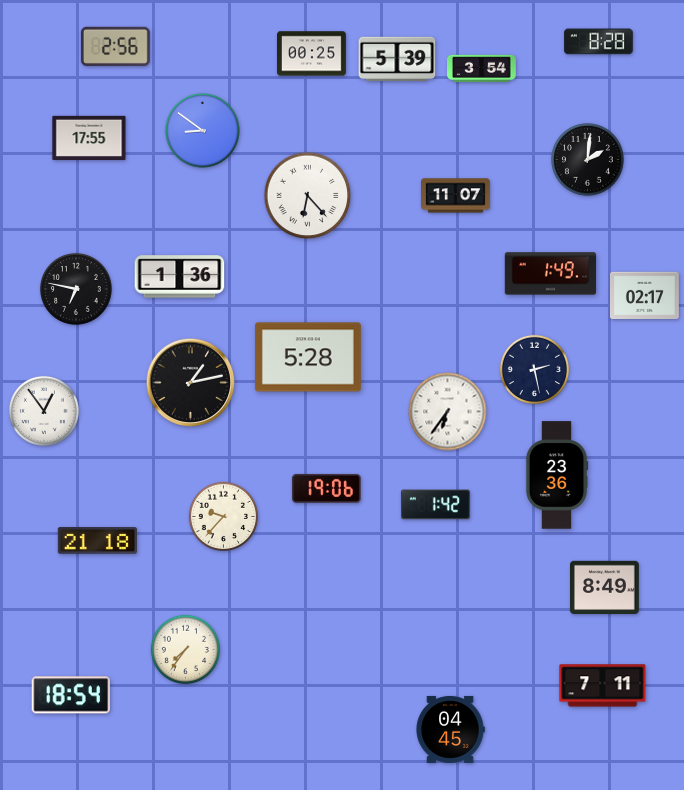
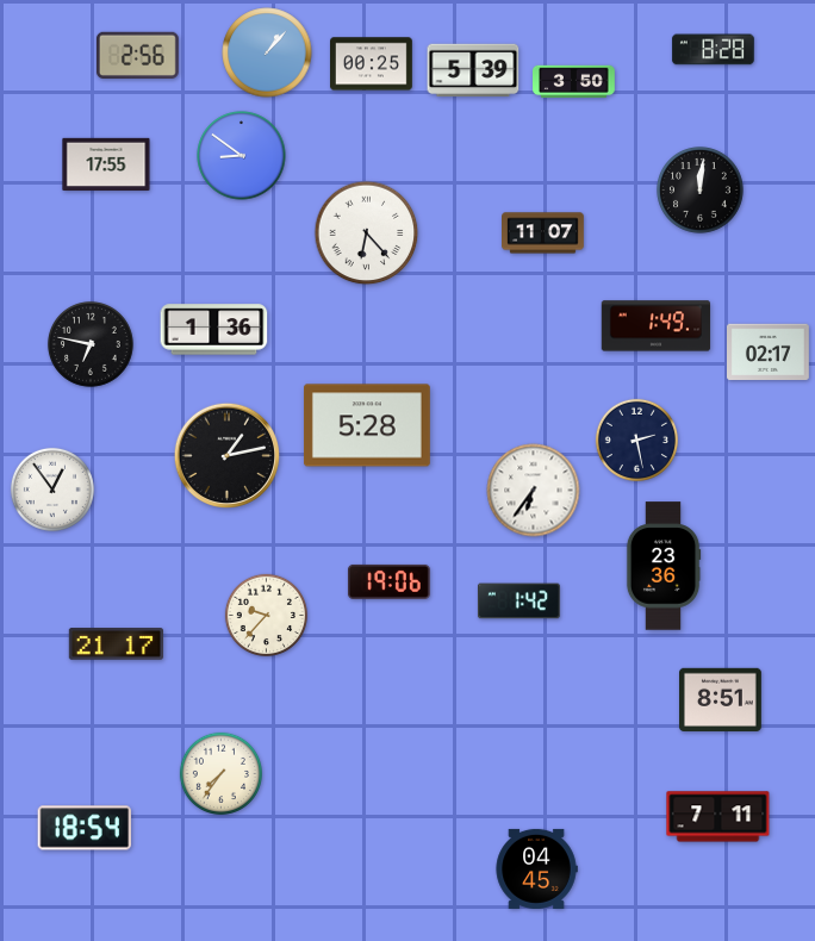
clock at (267, 52): none -> 1:07
clock at (482, 69): 3:54 -> 3:50
clock at (588, 160): 2:01 -> 12:01
clock at (97, 541): 21:18 -> 21:17
clock at (605, 587): 8:49 -> 8:51
